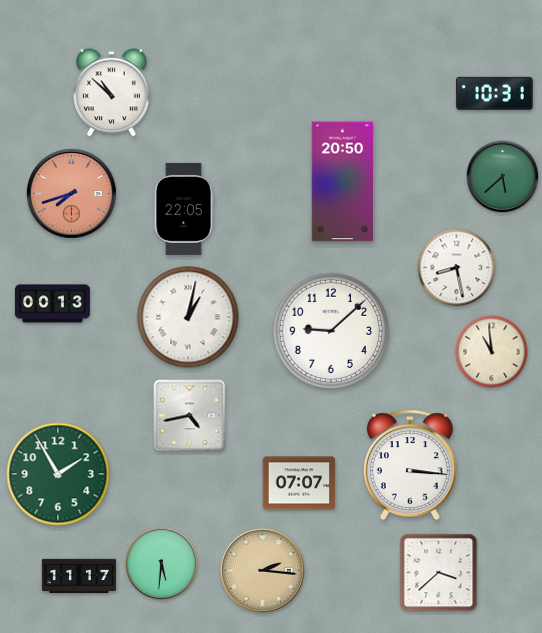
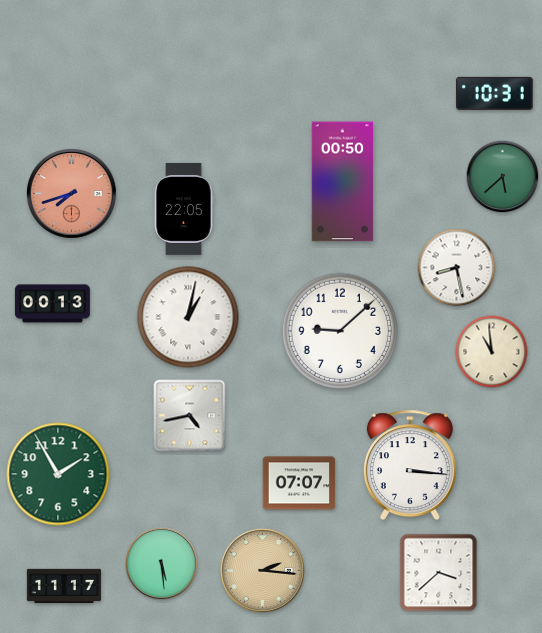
clock at (112, 93): 10:52 -> none
clock at (343, 182): 20:50 -> 00:50
clock at (331, 331) position: (331, 331) -> (340, 331)
clock at (162, 564): 5:31 -> 5:29
clock at (79, 576) position: (79, 576) -> (64, 586)
